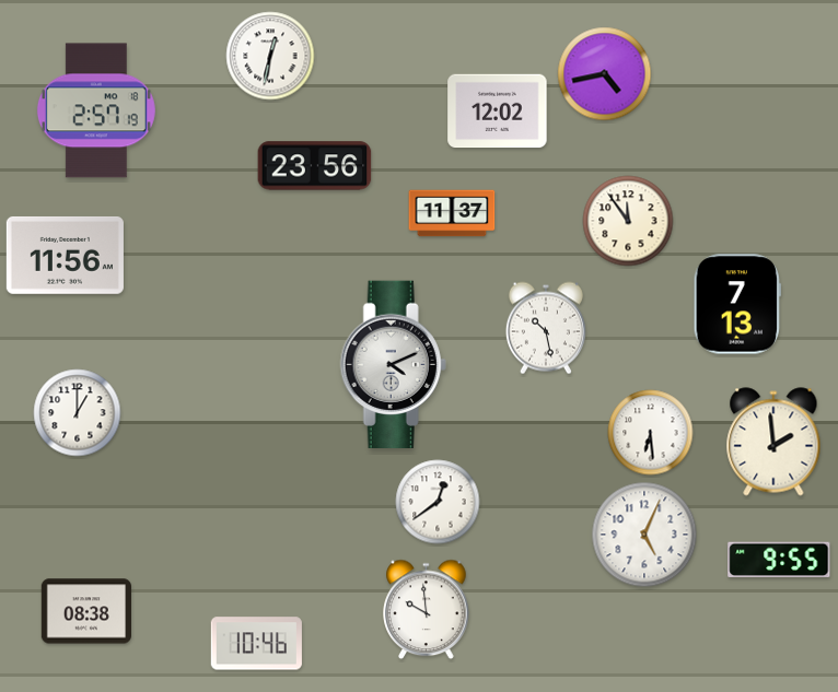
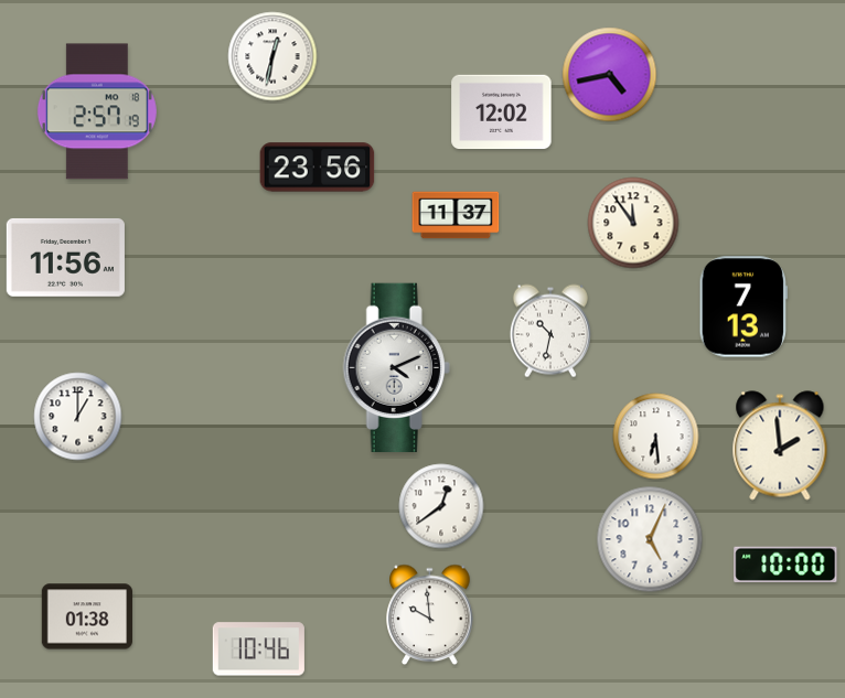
clock at (546, 328): 10:28 -> 10:32
clock at (779, 559): 9:55 -> 10:00
clock at (85, 611): 08:38 -> 01:38
